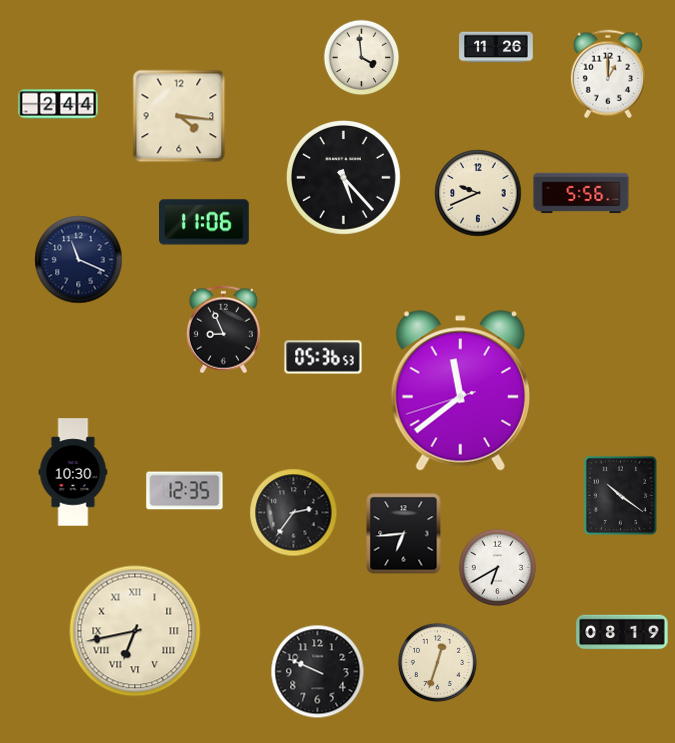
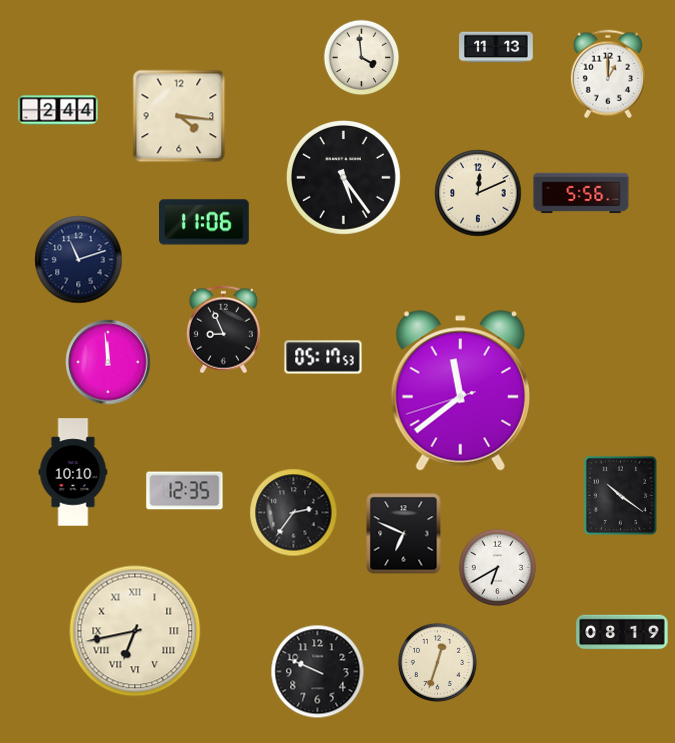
clock at (496, 47): 11:26 -> 11:13
clock at (58, 104) position: (58, 104) -> (58, 110)
clock at (343, 177): 5:23 -> 5:24
clock at (478, 193): 9:41 -> 12:11
clock at (79, 260): 11:19 -> 11:12
clock at (323, 357): 05:36 -> 05:17
clock at (108, 362): none -> 11:59
clock at (73, 472): 10:30 -> 10:10
clock at (404, 534): 6:44 -> 6:49
